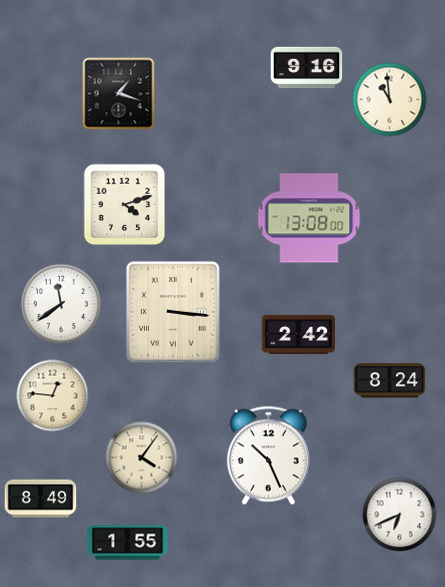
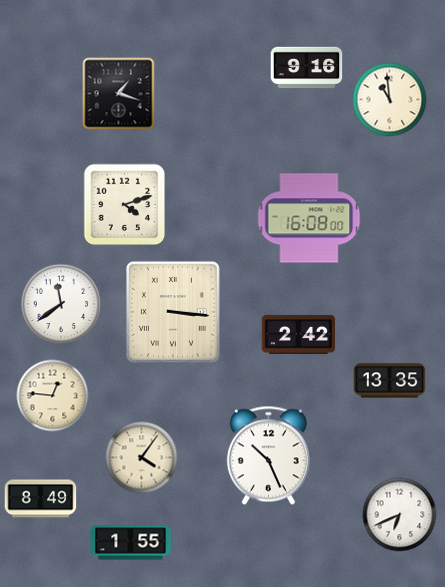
clock at (309, 218): 13:08 -> 16:08
clock at (390, 381): 8:24 -> 13:35
clock at (128, 543) position: (128, 543) -> (131, 543)
